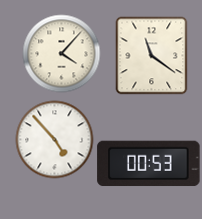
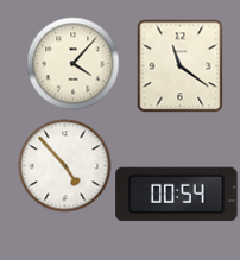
clock at (149, 164): 00:53 -> 00:54
